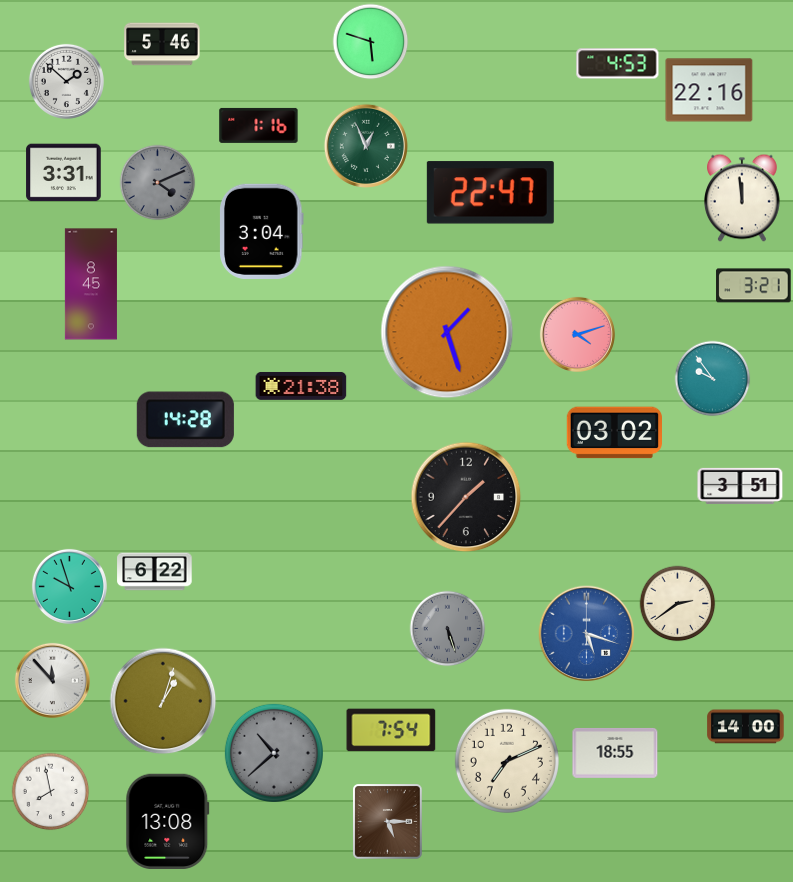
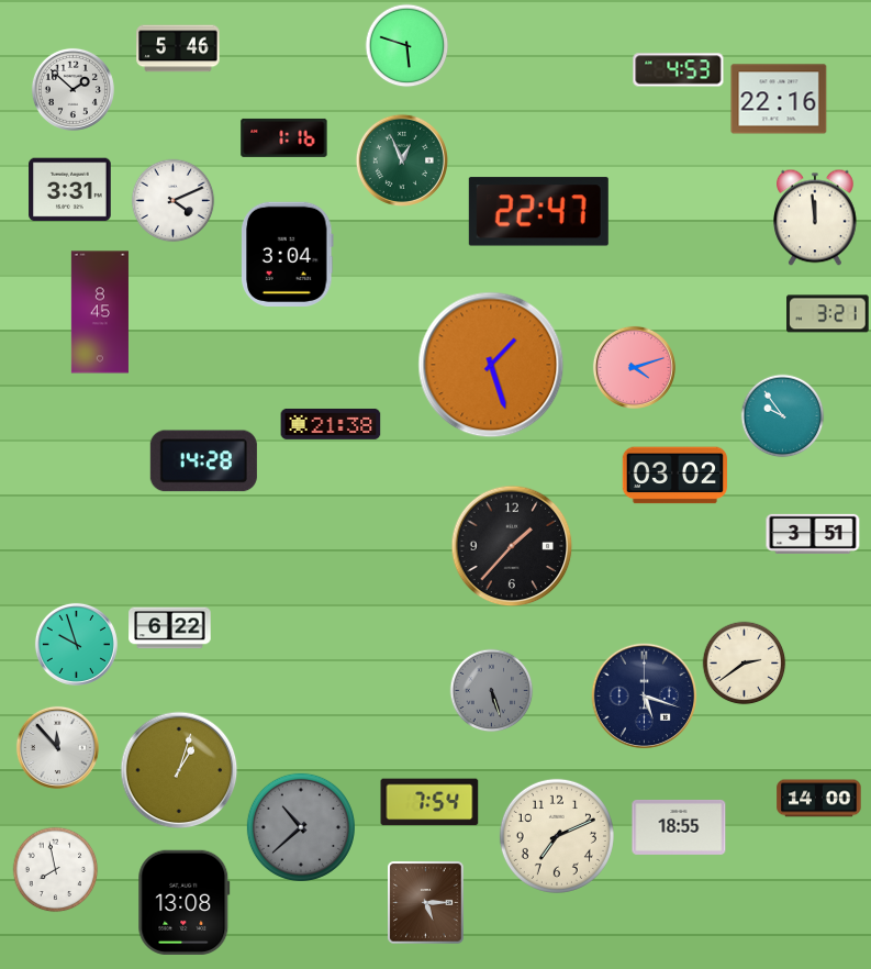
clock at (158, 183) dial: grey -> white
clock at (587, 634) dial: blue -> navy
clock at (615, 753) position: (615, 753) -> (679, 827)
